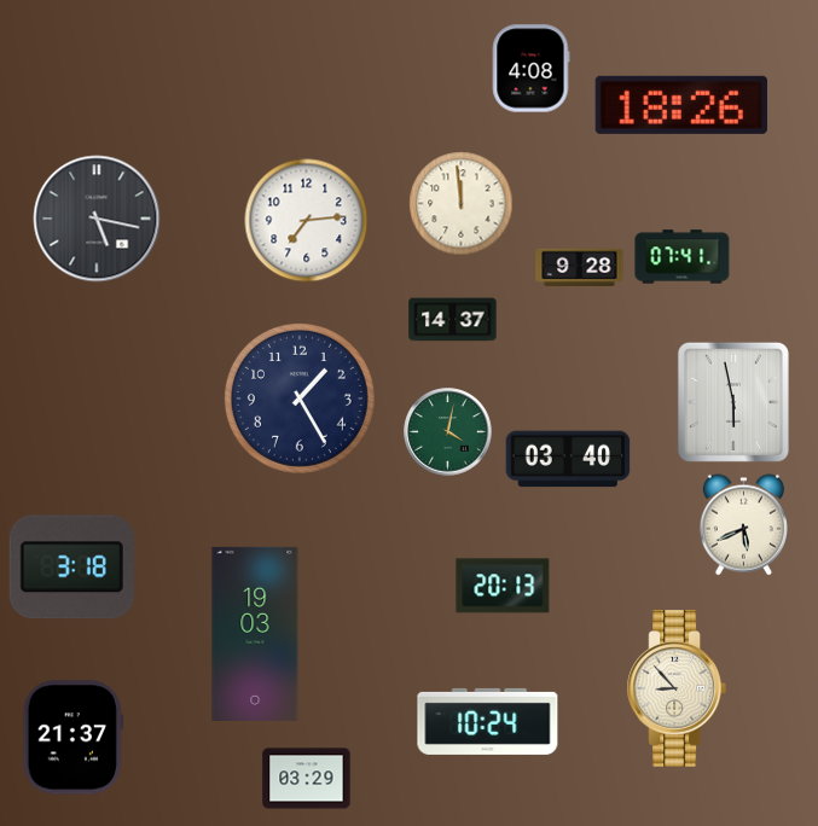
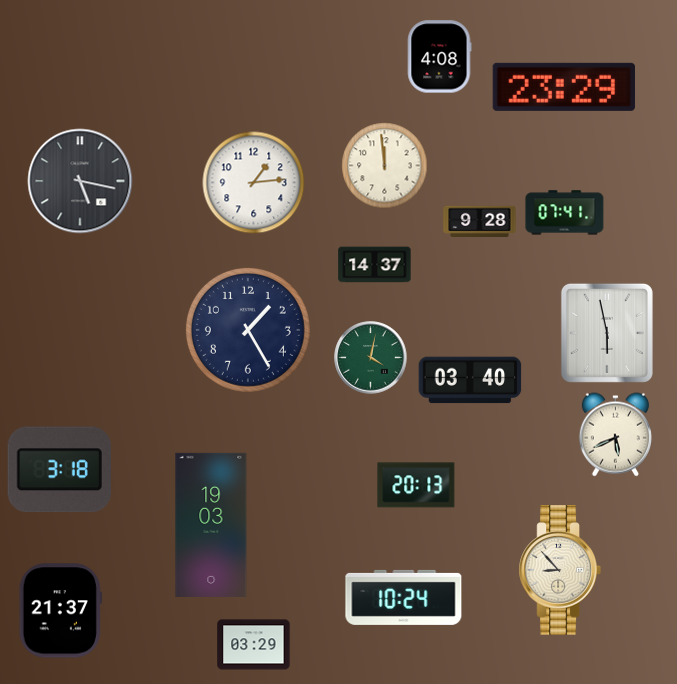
clock at (681, 105): 18:26 -> 23:29
clock at (462, 204) position: (462, 204) -> (385, 166)
clock at (307, 221): 7:14 -> 1:14
